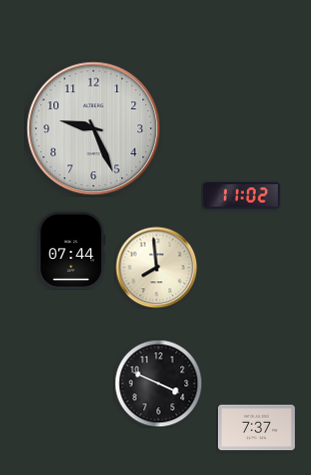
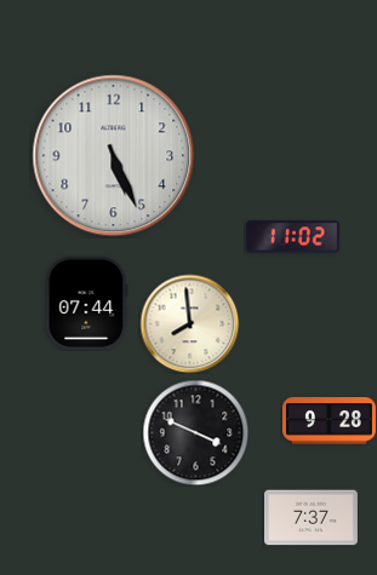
clock at (94, 129): 9:26 -> 5:26
clock at (329, 421): none -> 9:28
clock at (158, 383) position: (158, 383) -> (195, 432)
